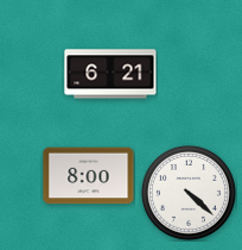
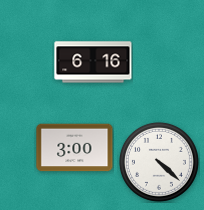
clock at (110, 74): 6:21 -> 6:16
clock at (89, 176): 8:00 -> 3:00
